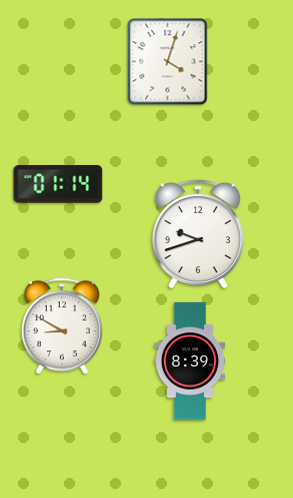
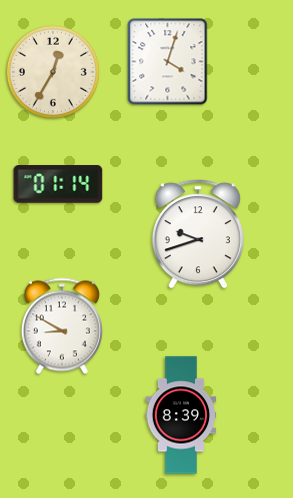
clock at (53, 72): none -> 12:35
clock at (190, 361) position: (190, 361) -> (181, 415)
